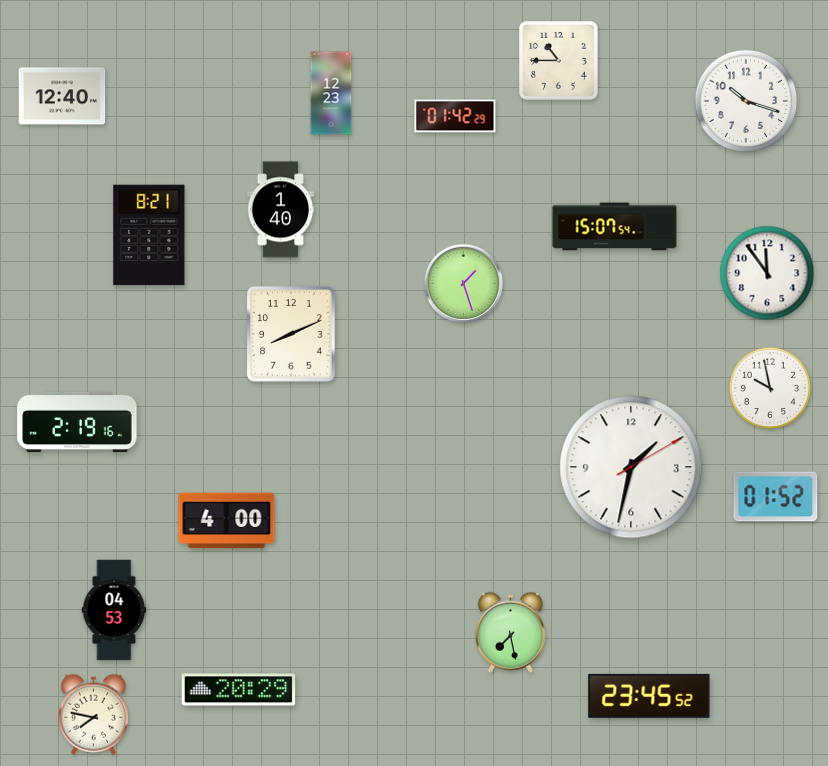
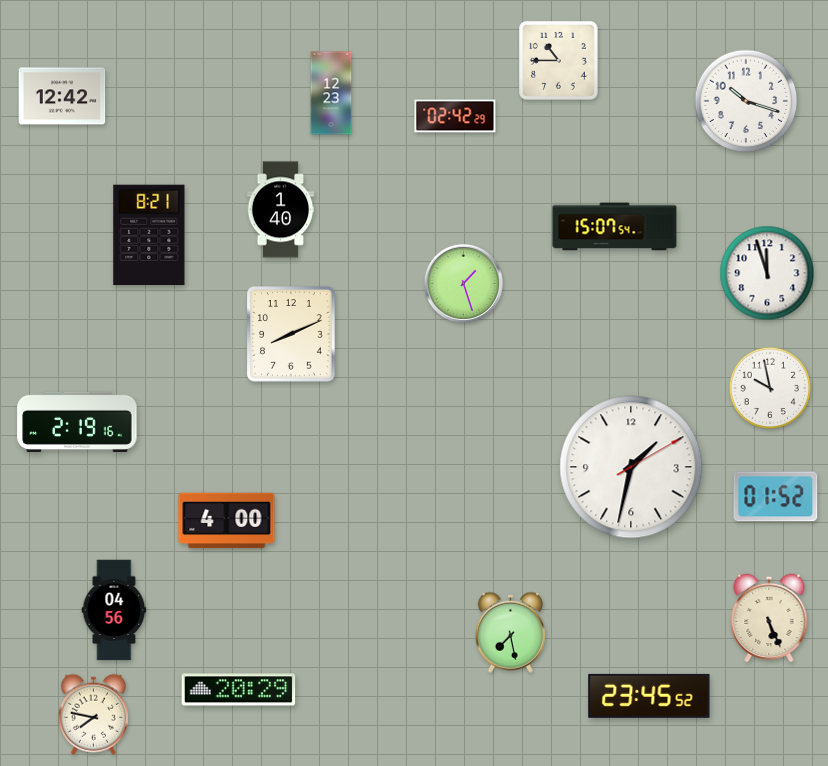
clock at (62, 96): 12:40 -> 12:42
clock at (455, 116): 01:42 -> 02:42
clock at (767, 273): 11:54 -> 11:57
clock at (114, 610): 04:53 -> 04:56
clock at (769, 618): none -> 5:26
